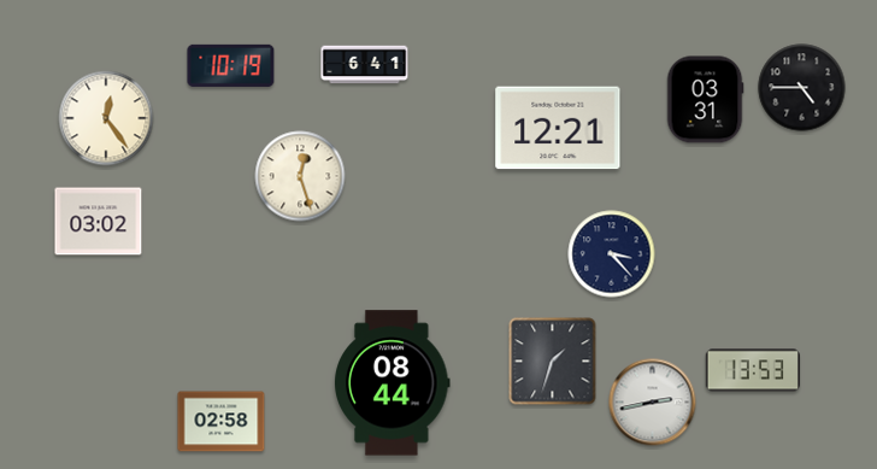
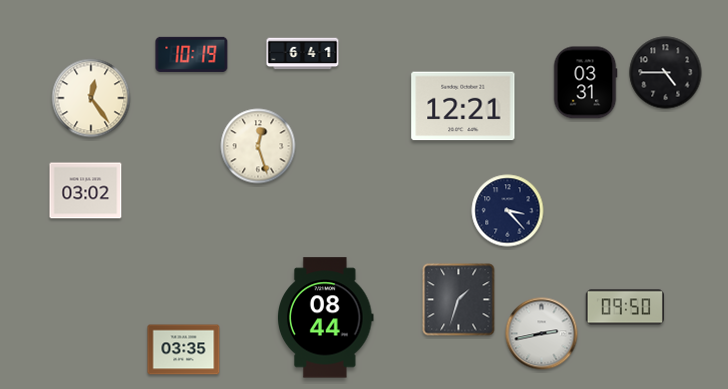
clock at (106, 118) position: (106, 118) -> (91, 98)
clock at (300, 176) position: (300, 176) -> (258, 146)
clock at (99, 222) position: (99, 222) -> (86, 191)
clock at (752, 370): 13:53 -> 09:50
clock at (222, 422): 02:58 -> 03:35
